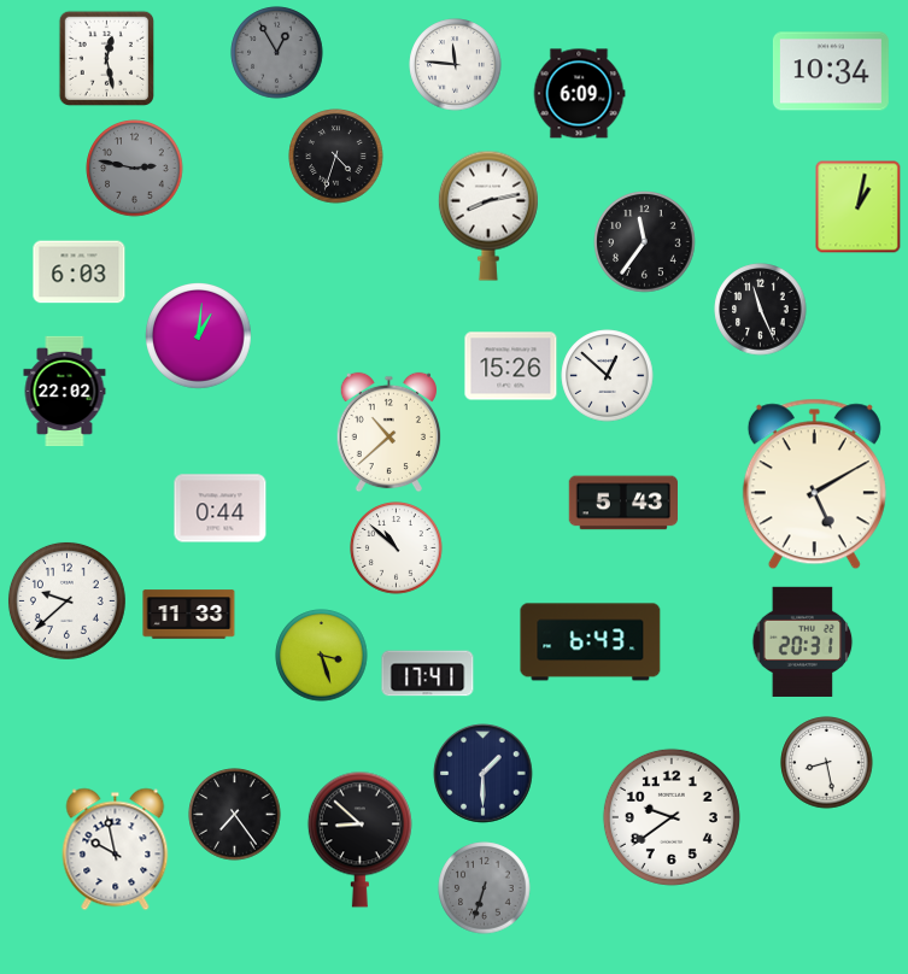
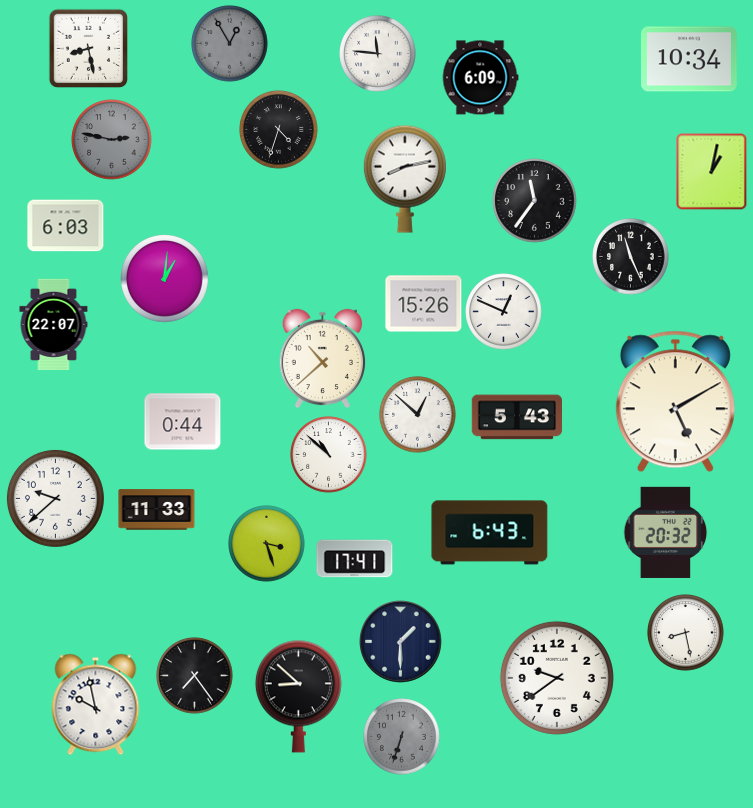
clock at (106, 58): 12:28 -> 8:28
clock at (608, 376): 12:52 -> 12:49
clock at (65, 391): 22:02 -> 22:07
clock at (418, 415): none -> 12:52
clock at (803, 641): 20:31 -> 20:32
